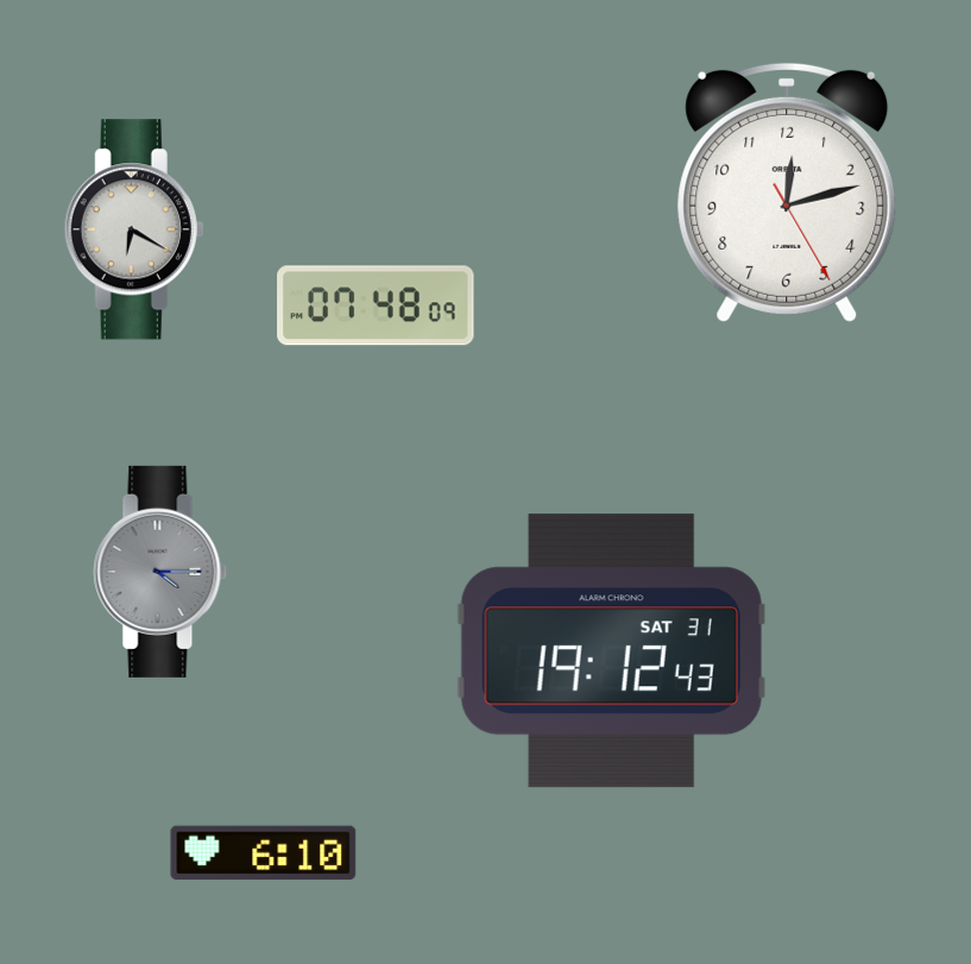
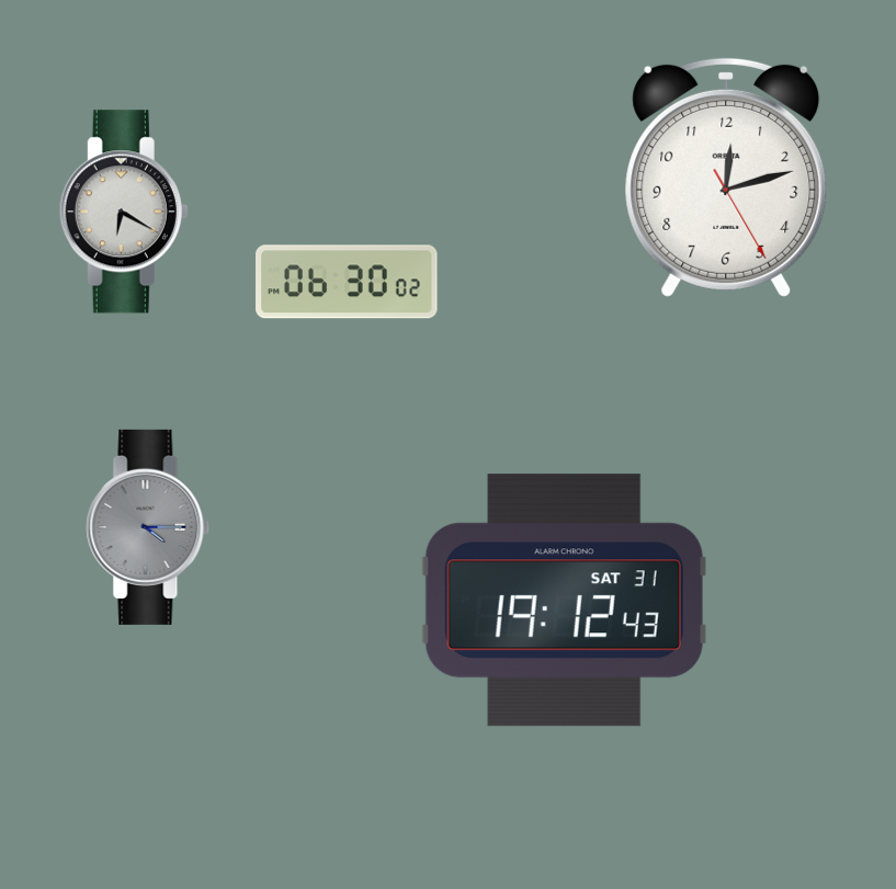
clock at (376, 305): 07:48 -> 06:30
clock at (264, 853): 6:10 -> none
